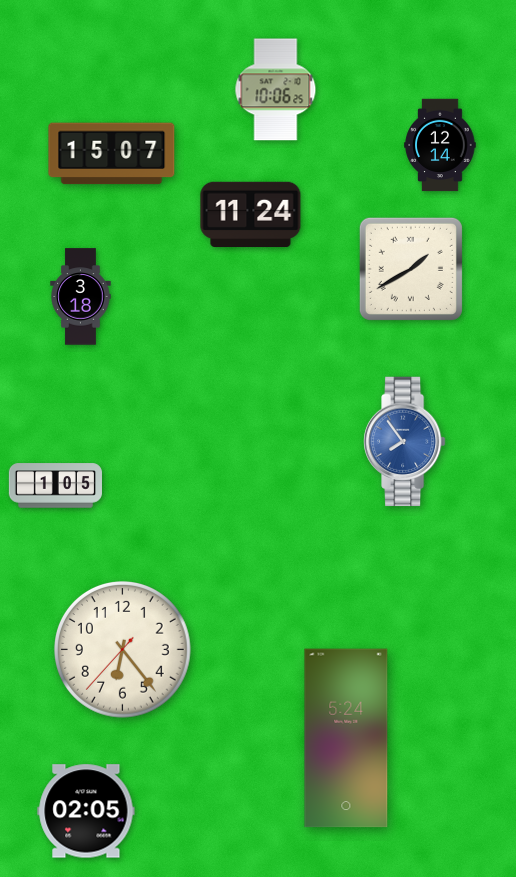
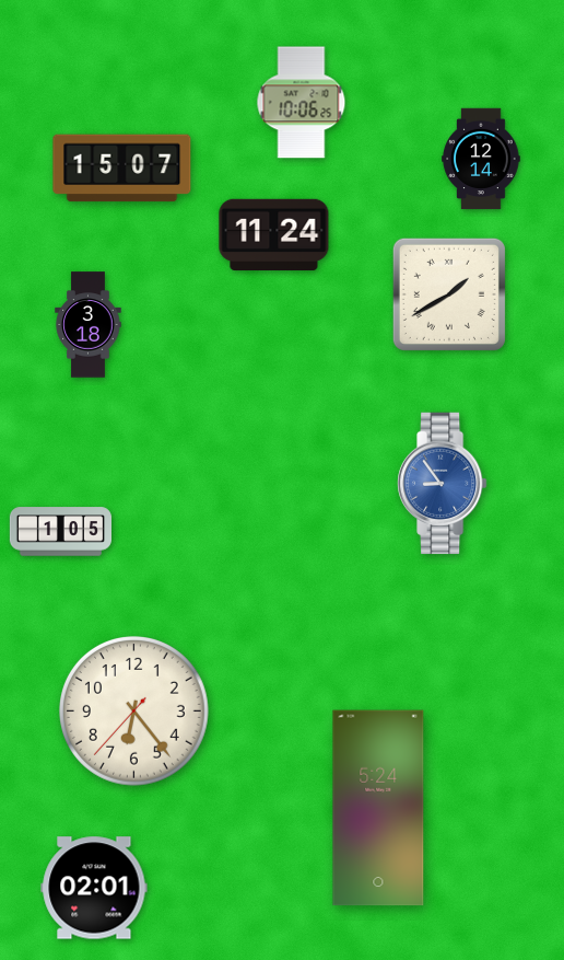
clock at (276, 90) position: (276, 90) -> (302, 103)
clock at (405, 442): 7:54 -> 8:54
clock at (86, 811): 02:05 -> 02:01
